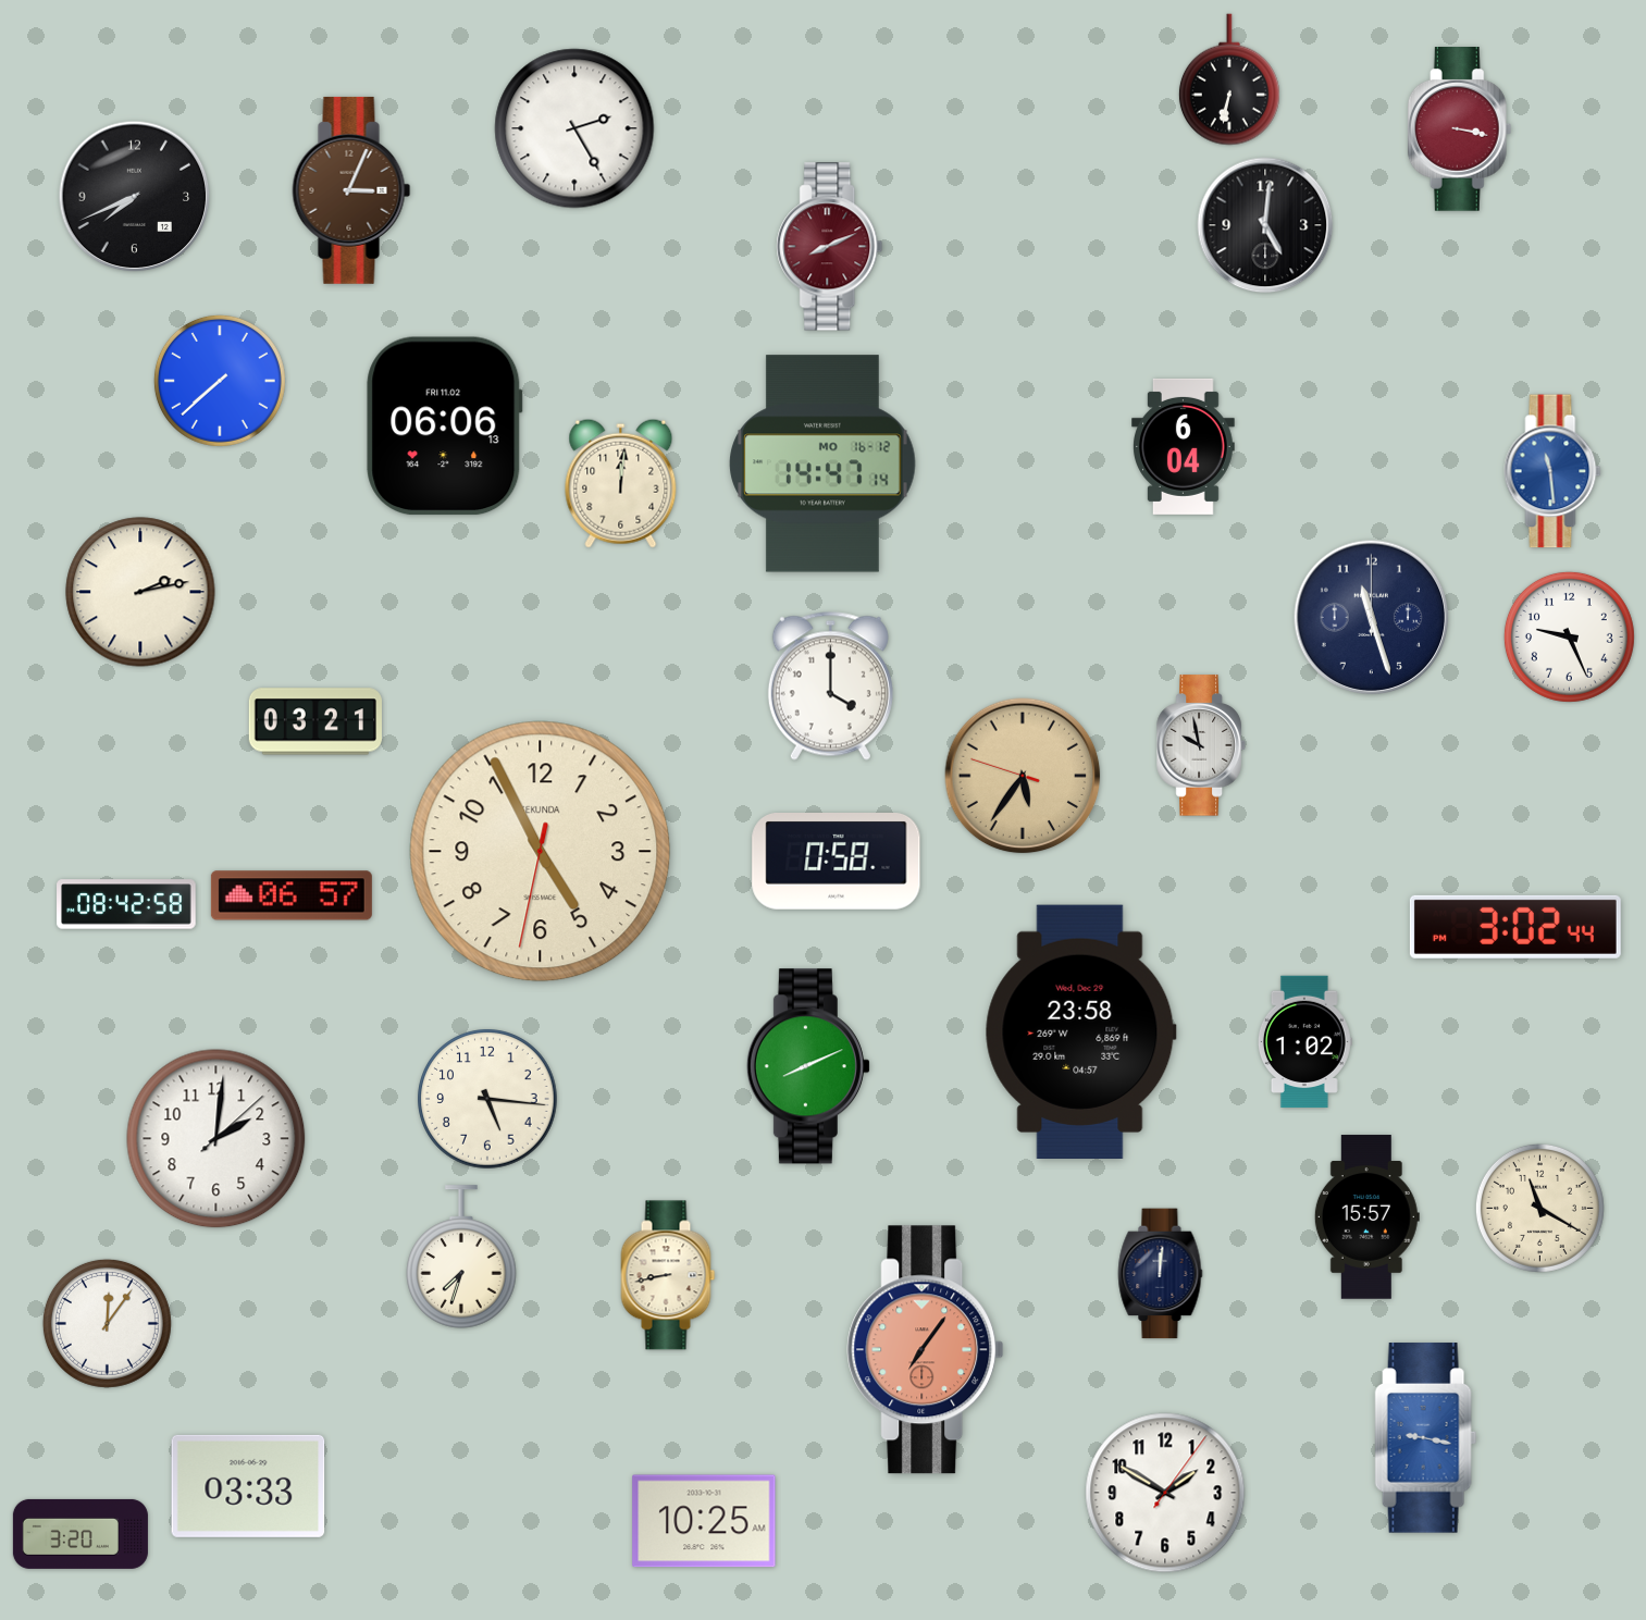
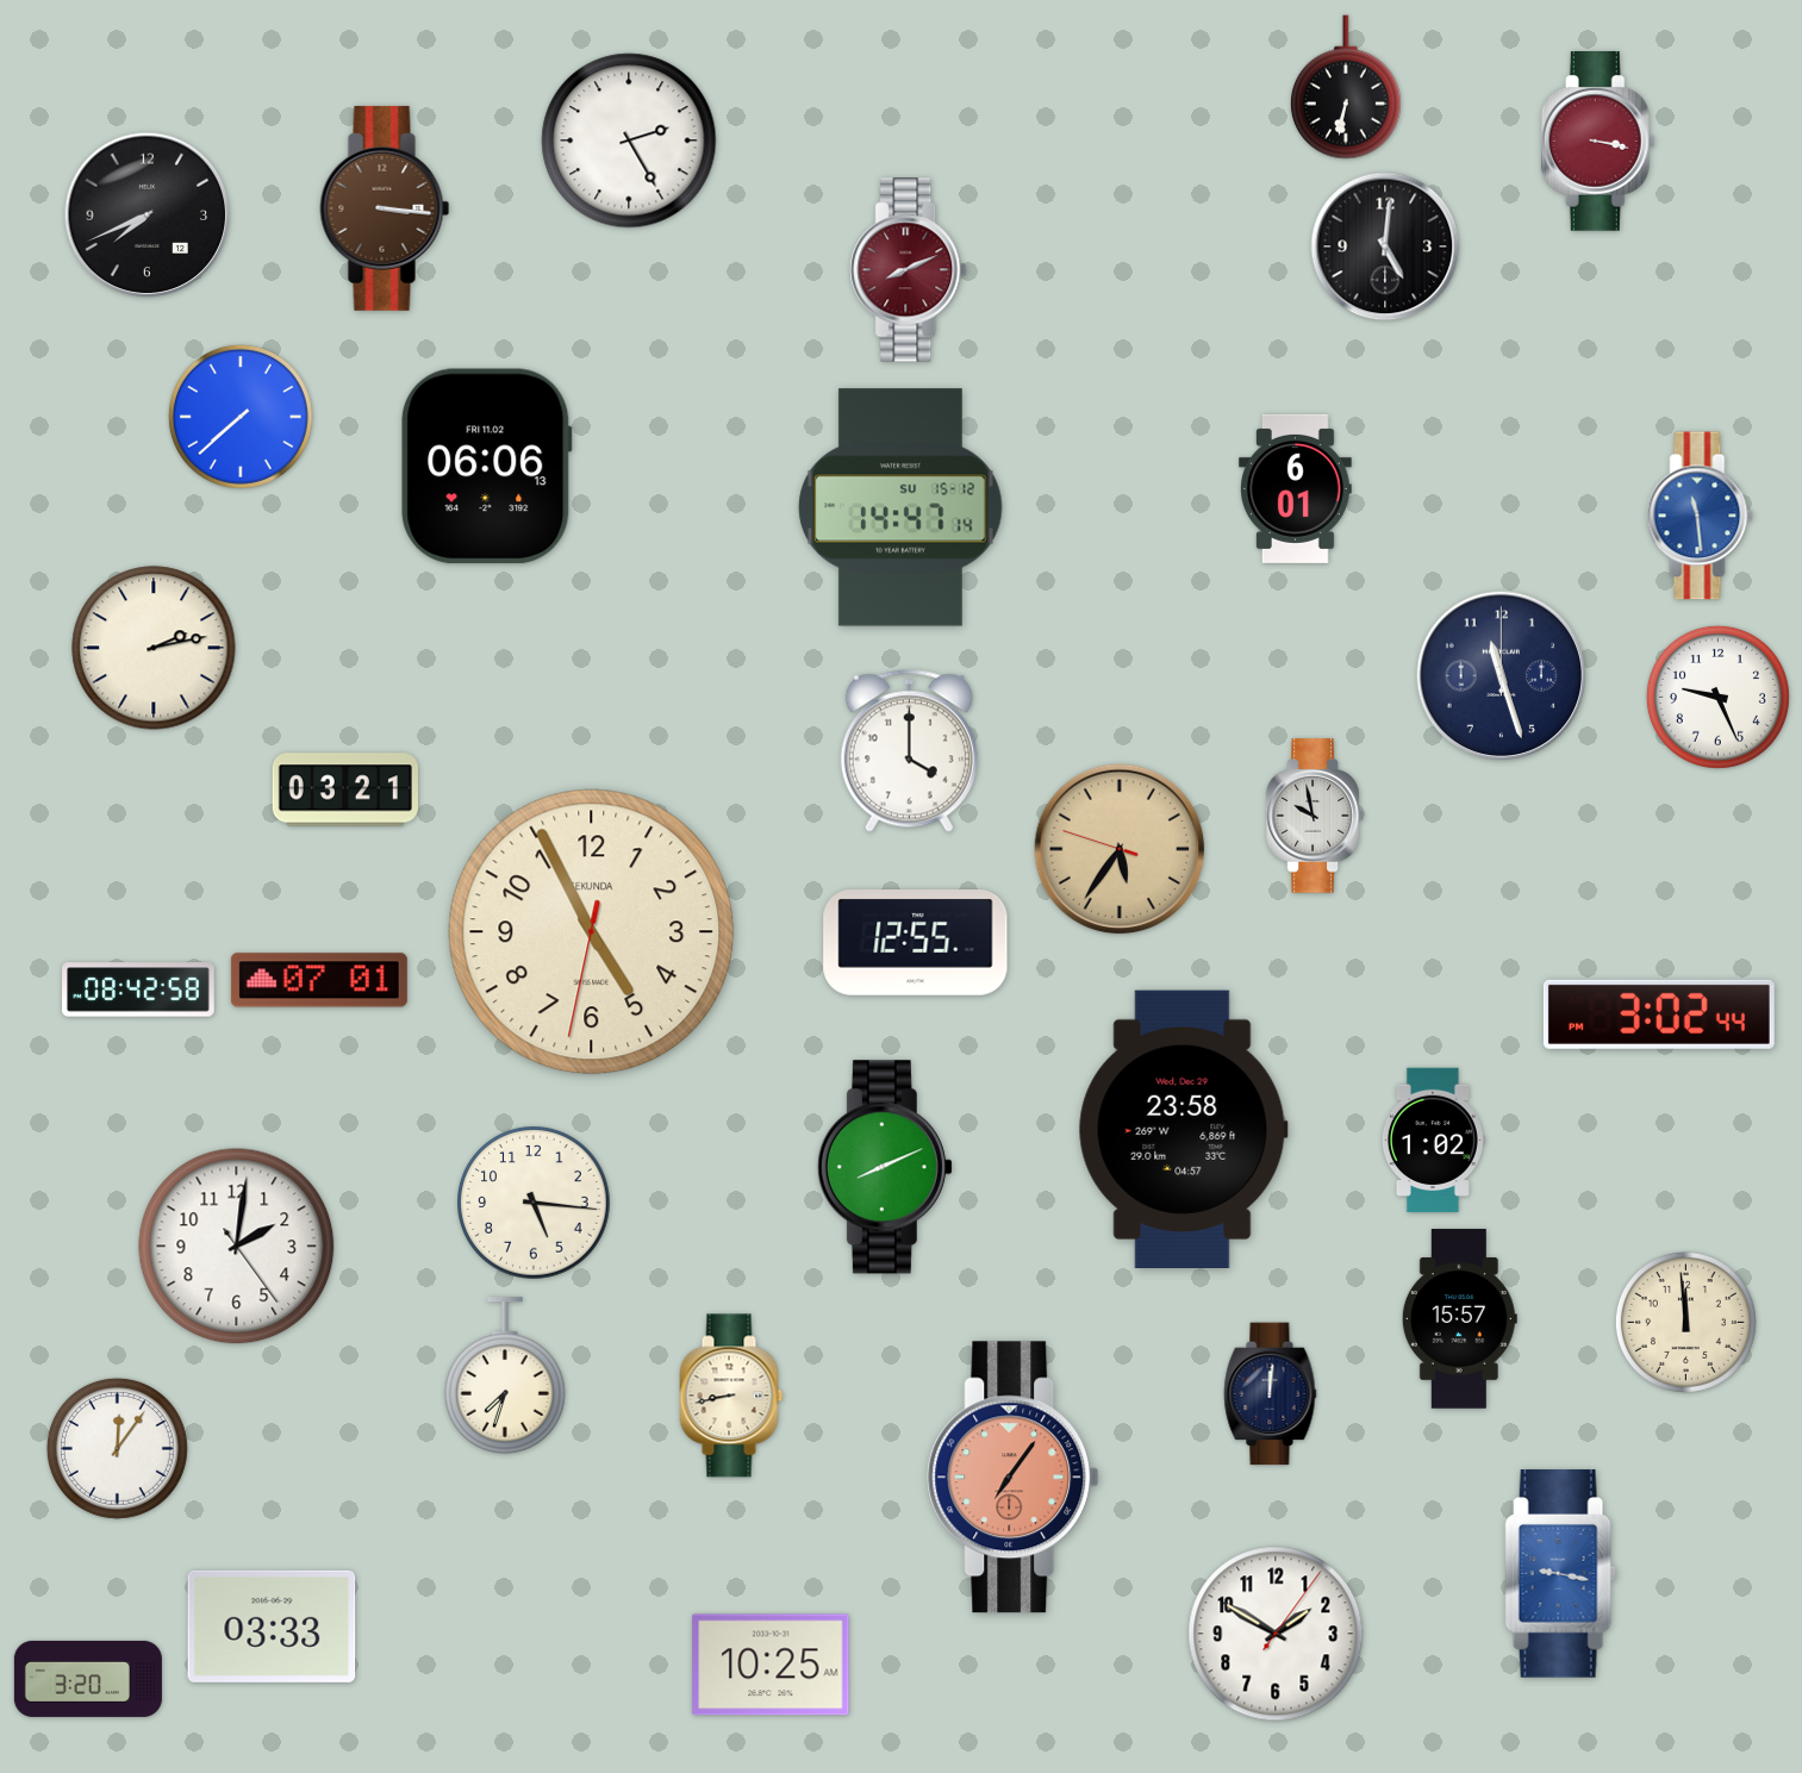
clock at (351, 190): 3:04 -> 3:16
clock at (1184, 446): 6:04 -> 6:01
clock at (822, 463) date: MO 16-12 -> SU 15-12
clock at (621, 483): 12:01 -> none
clock at (837, 862): 0:58 -> 12:55
clock at (292, 895): 06:57 -> 07:01
clock at (1304, 1042) position: (1304, 1042) -> (1433, 1141)
clock at (216, 1139): 2:01:08 -> 2:01:24
clock at (1539, 1208): 11:20 -> 11:59
clock at (1366, 1217) position: (1366, 1217) -> (1459, 1319)
